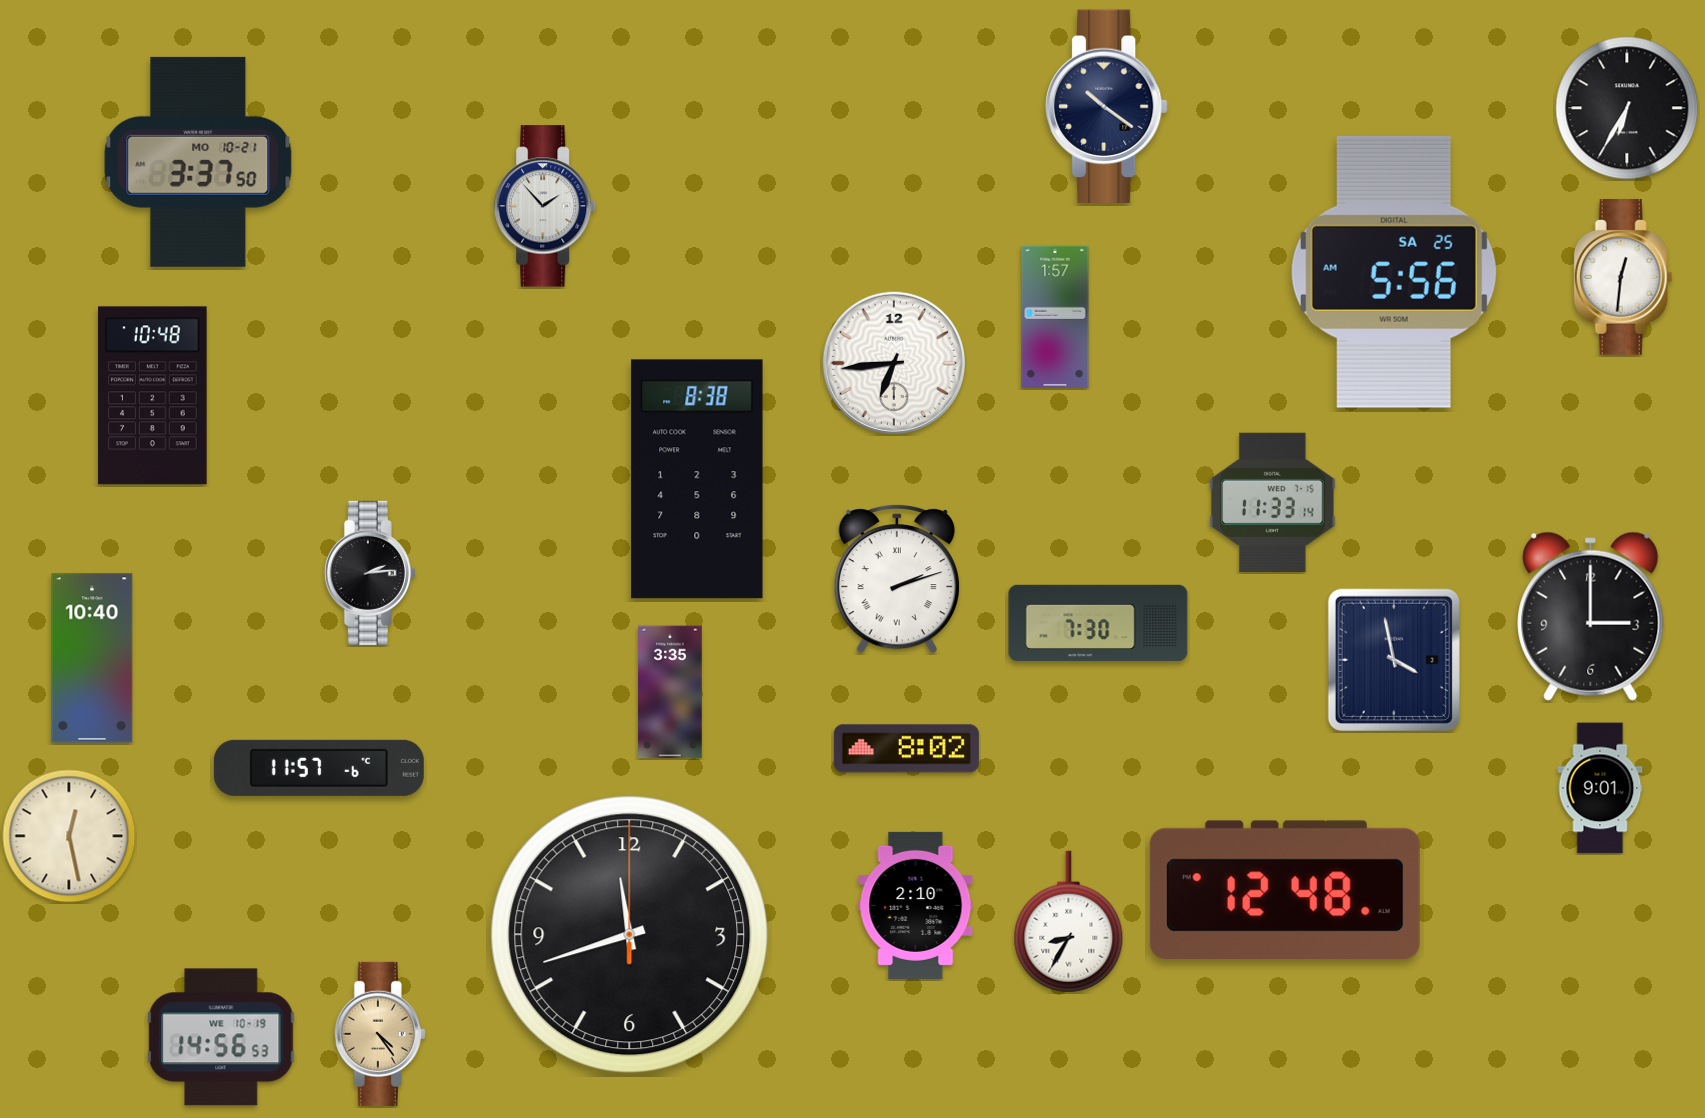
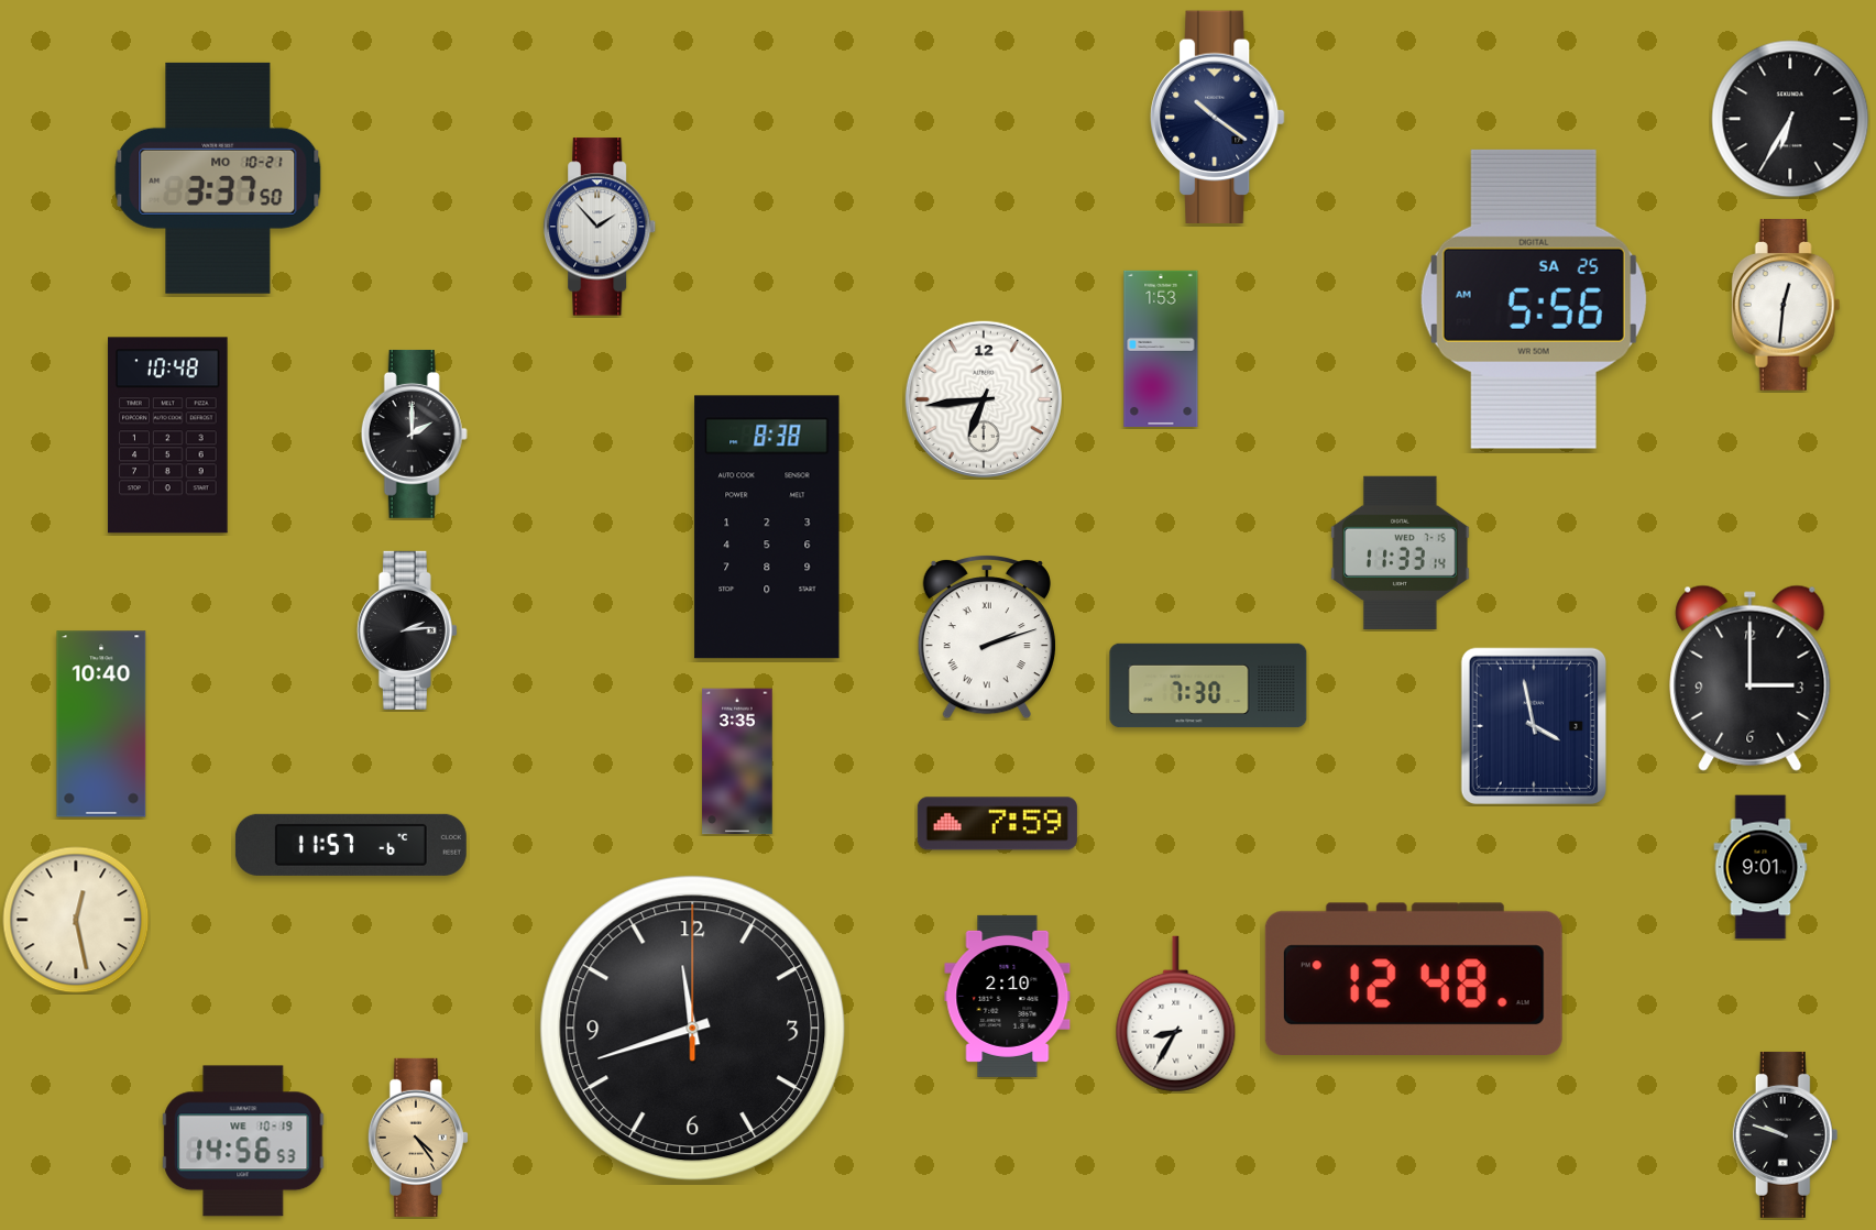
clock at (1055, 317): 1:57 -> 1:53
clock at (414, 433): none -> 2:00
clock at (906, 749): 8:02 -> 7:59
clock at (1786, 1134): none -> 9:48
